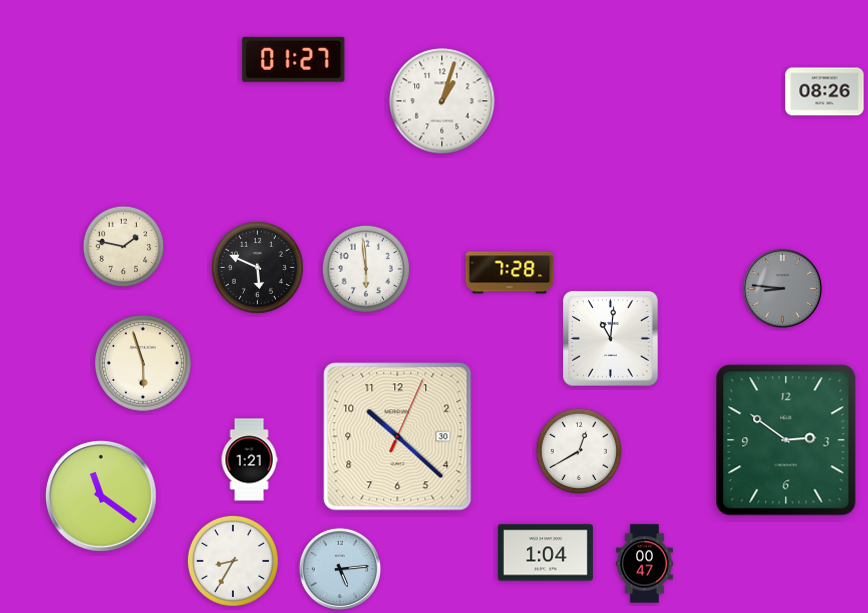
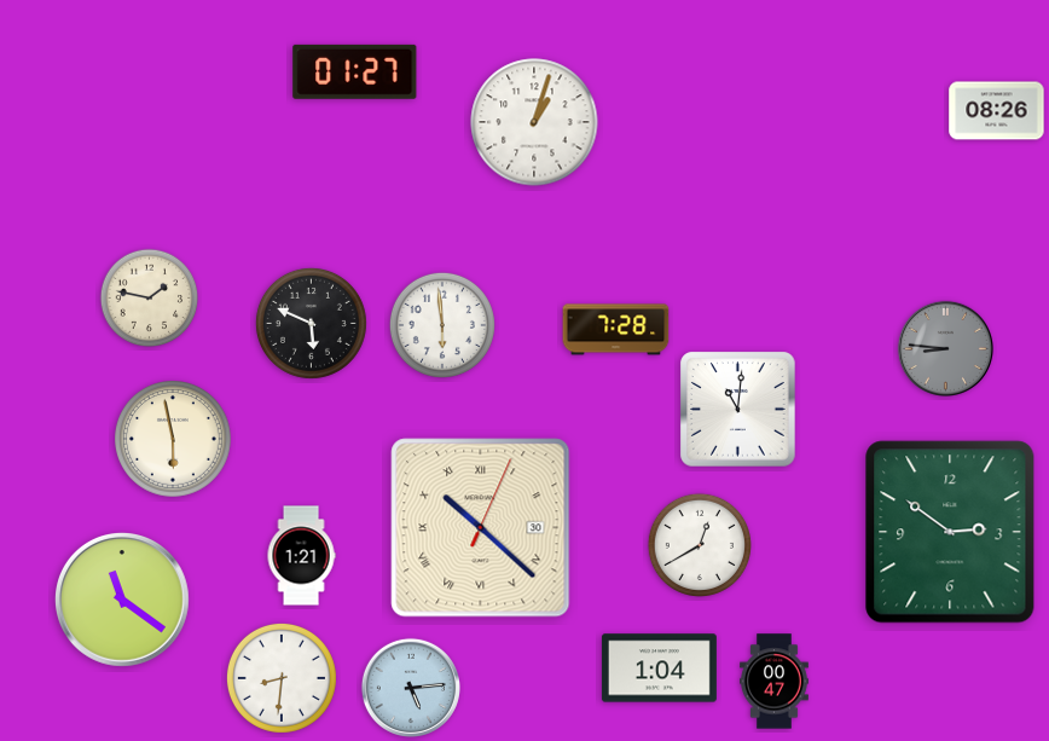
clock at (144, 364): 5:57 -> 5:58
clock at (398, 437) numerals: Arabic -> Roman
clock at (233, 561): 8:35 -> 8:31
clock at (645, 564) position: (645, 564) -> (775, 682)
